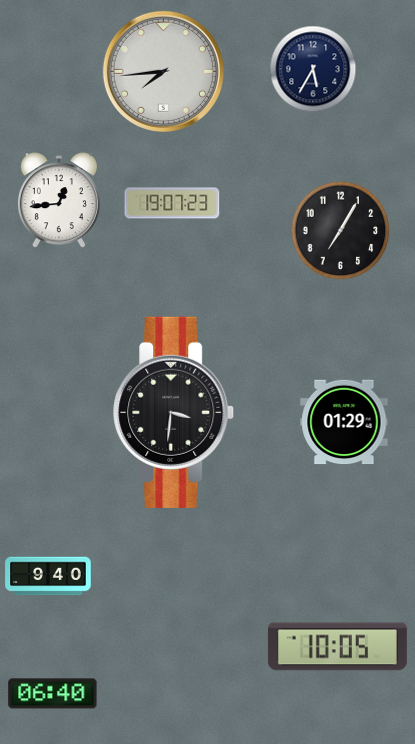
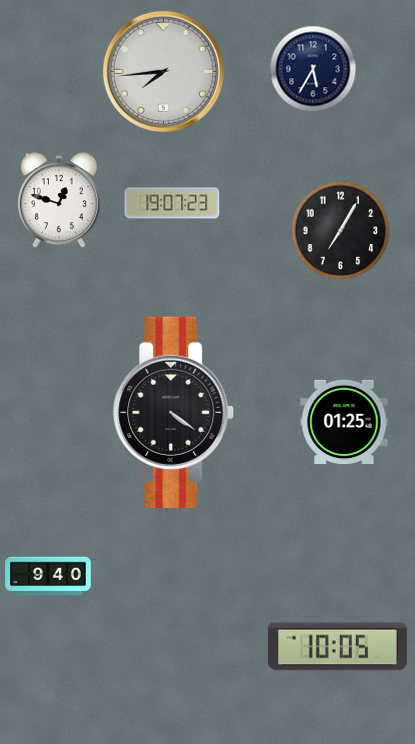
clock at (59, 201): 12:44 -> 12:48
clock at (174, 412): 3:31 -> 4:21
clock at (344, 422): 01:29 -> 01:25
clock at (53, 694): 06:40 -> none
